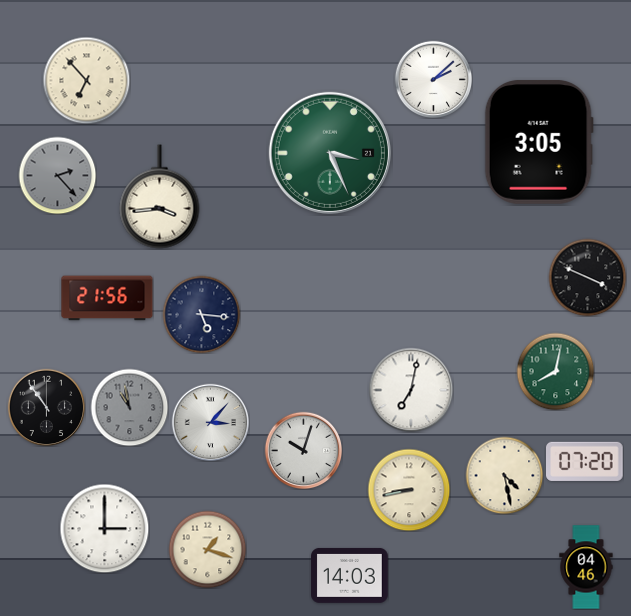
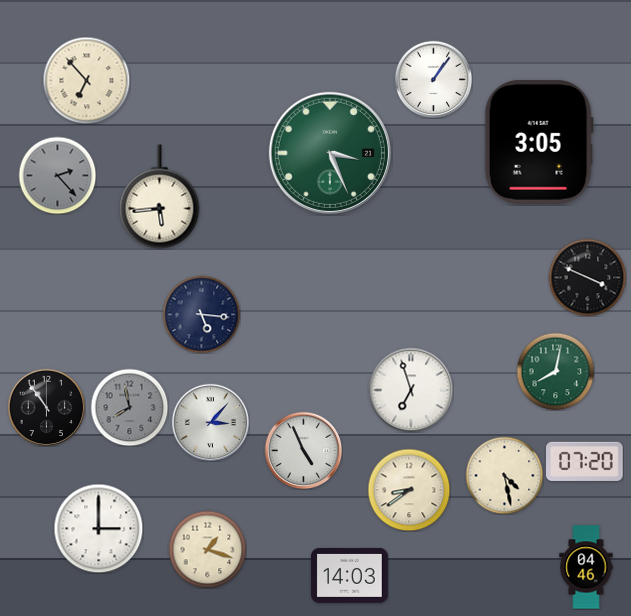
clock at (433, 79): 2:08 -> 1:06
clock at (160, 197): 3:44 -> 5:44
clock at (107, 298): 21:56 -> none
clock at (411, 390): 7:02 -> 6:57
clock at (129, 407): 10:58 -> 7:58
clock at (303, 450): 10:03 -> 4:56
clock at (409, 490): 8:43 -> 8:39
clock at (104, 528) position: (104, 528) -> (98, 528)
